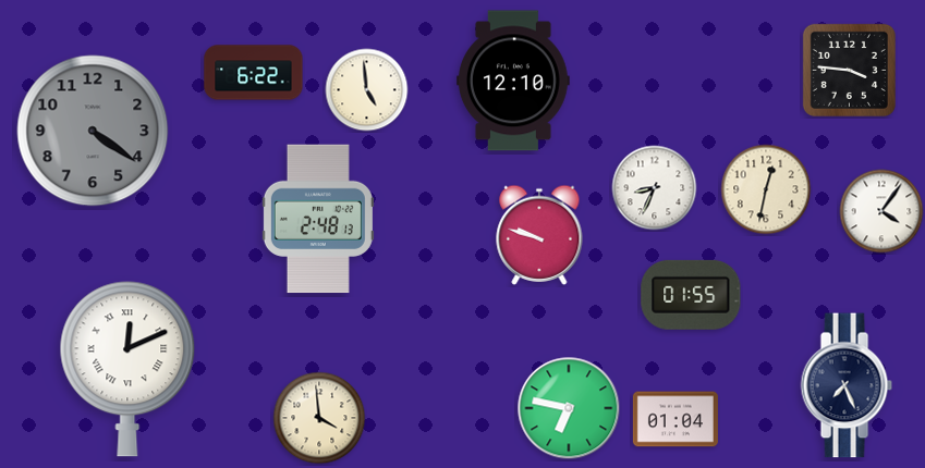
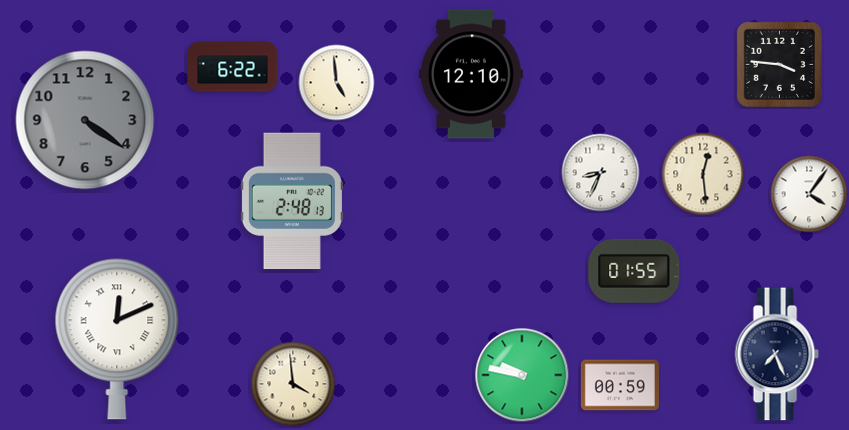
clock at (766, 189): 12:32 -> 12:29
clock at (539, 235): 9:48 -> none
clock at (569, 408): 6:47 -> 9:47
clock at (676, 419): 01:04 -> 00:59
